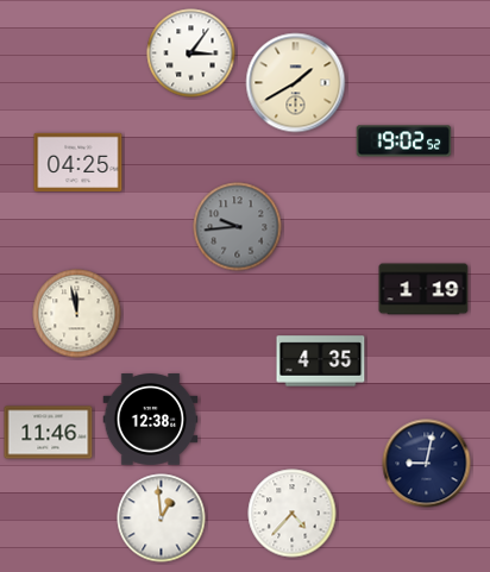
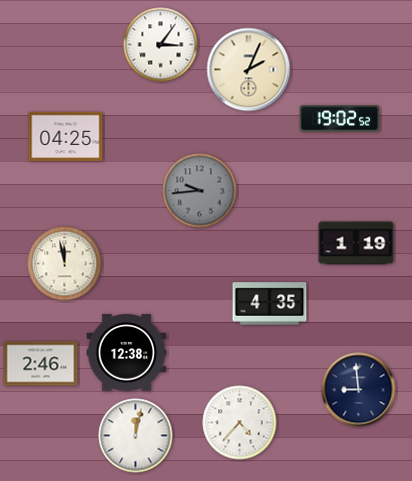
clock at (296, 83): 1:40 -> 2:04
clock at (49, 433): 11:46 -> 2:46
clock at (427, 464): 9:02 -> 8:59
clock at (293, 514) position: (293, 514) -> (240, 423)
clock at (162, 518): 12:59 -> 12:02
